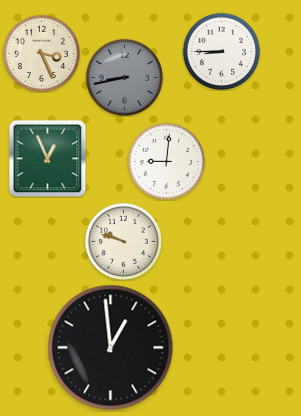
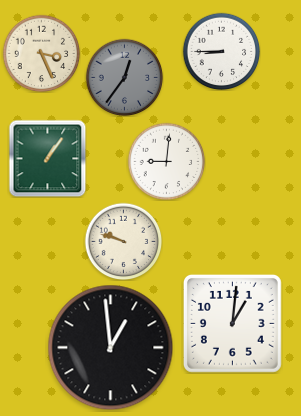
clock at (124, 77): 8:43 -> 12:36
clock at (47, 158): 12:56 -> 1:06
clock at (232, 323): none -> 1:01
